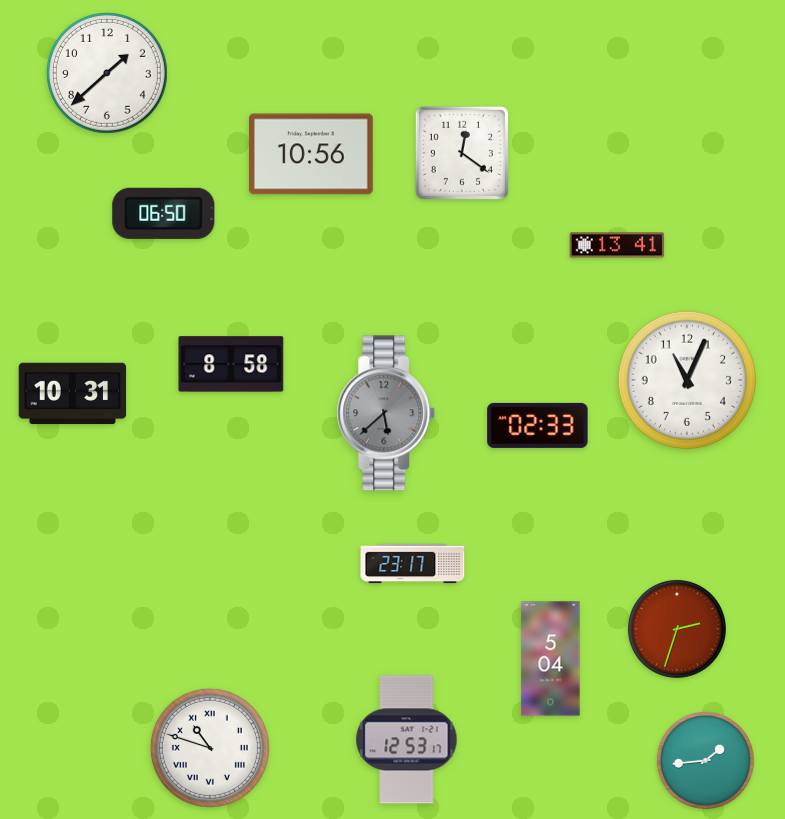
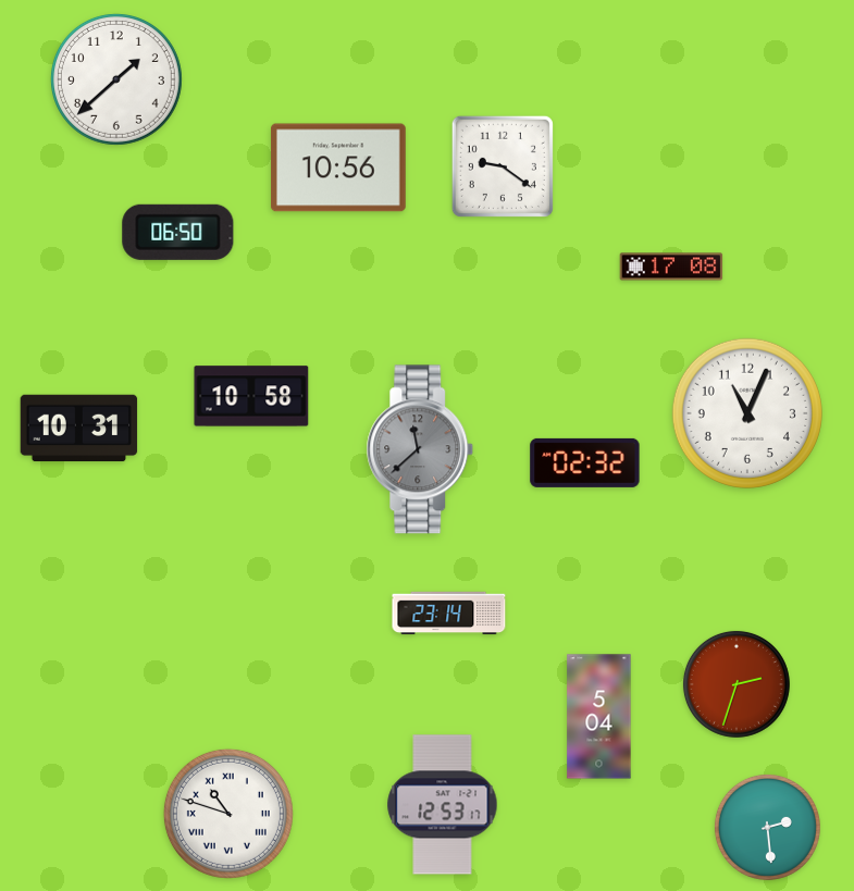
clock at (462, 153): 12:21 -> 9:21
clock at (617, 245): 13:41 -> 17:08
clock at (231, 364): 8:58 -> 10:58
clock at (386, 413): 5:38 -> 11:38
clock at (538, 425): 02:33 -> 02:32
clock at (413, 564): 23:17 -> 23:14
clock at (705, 760): 1:44 -> 2:29
